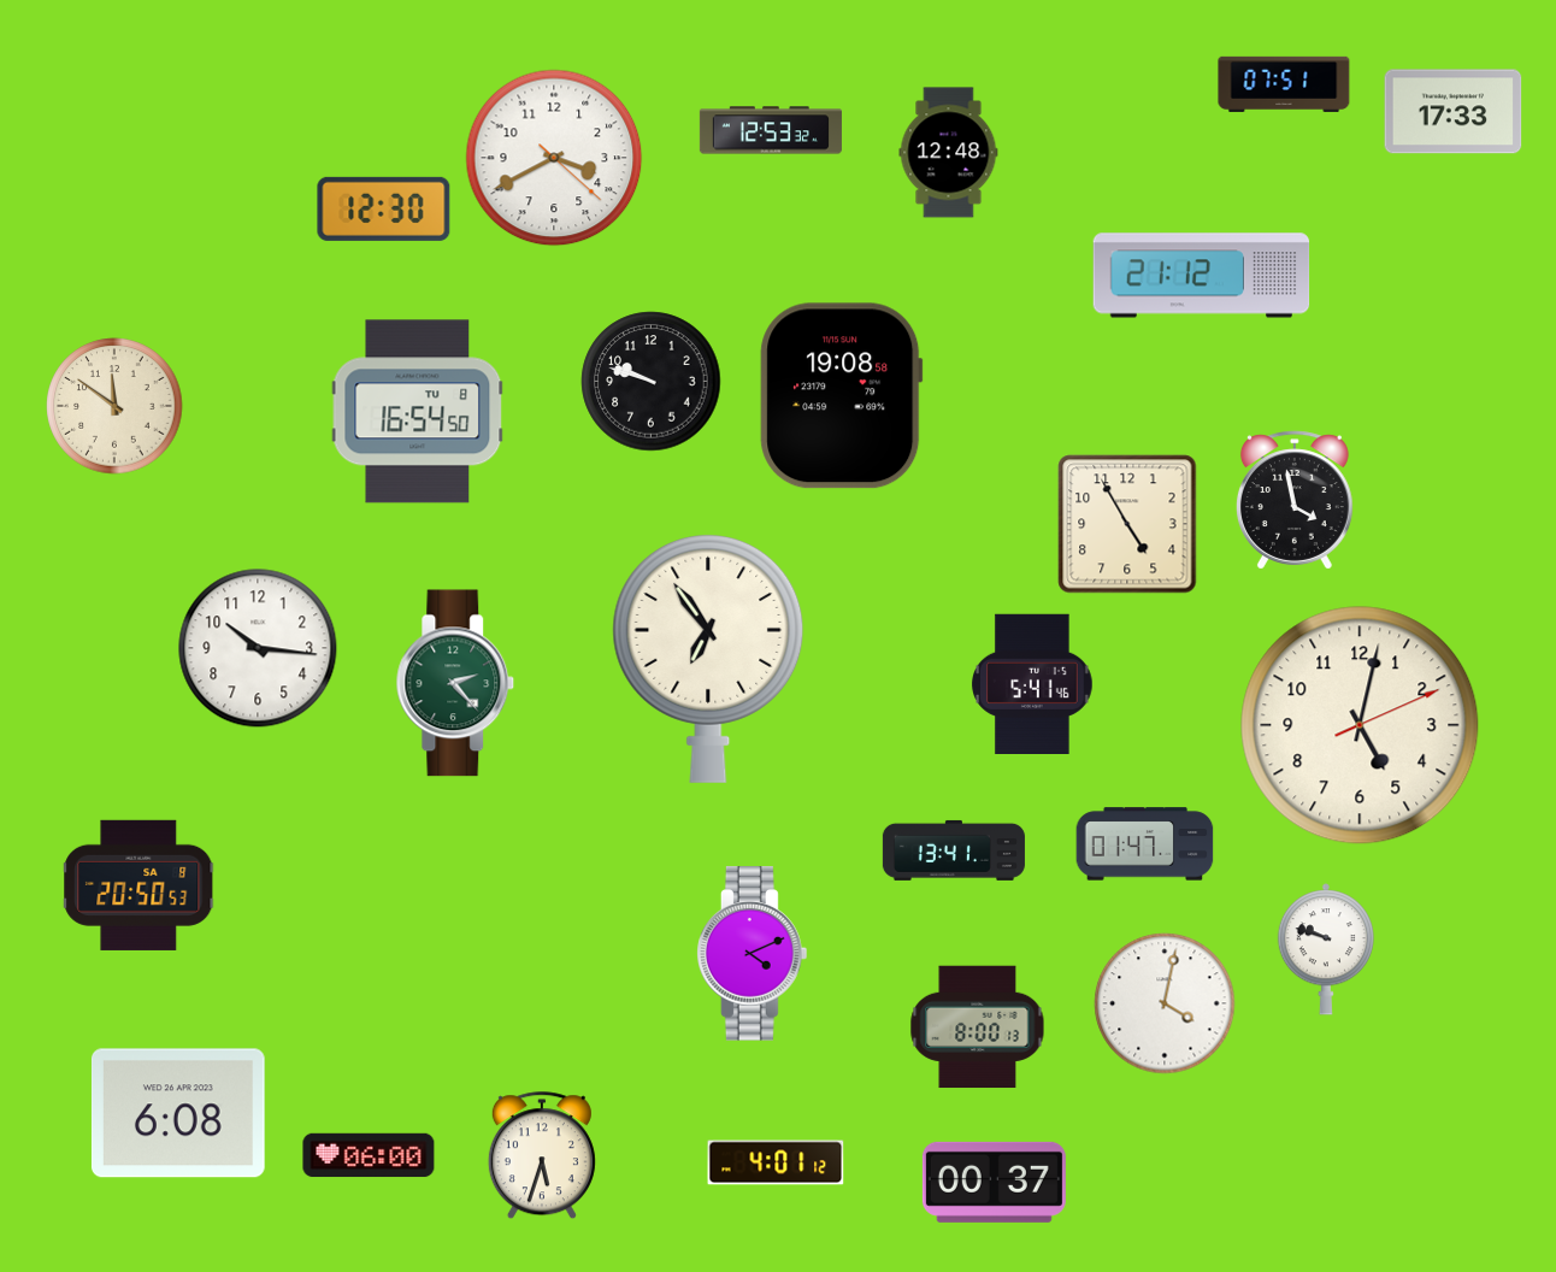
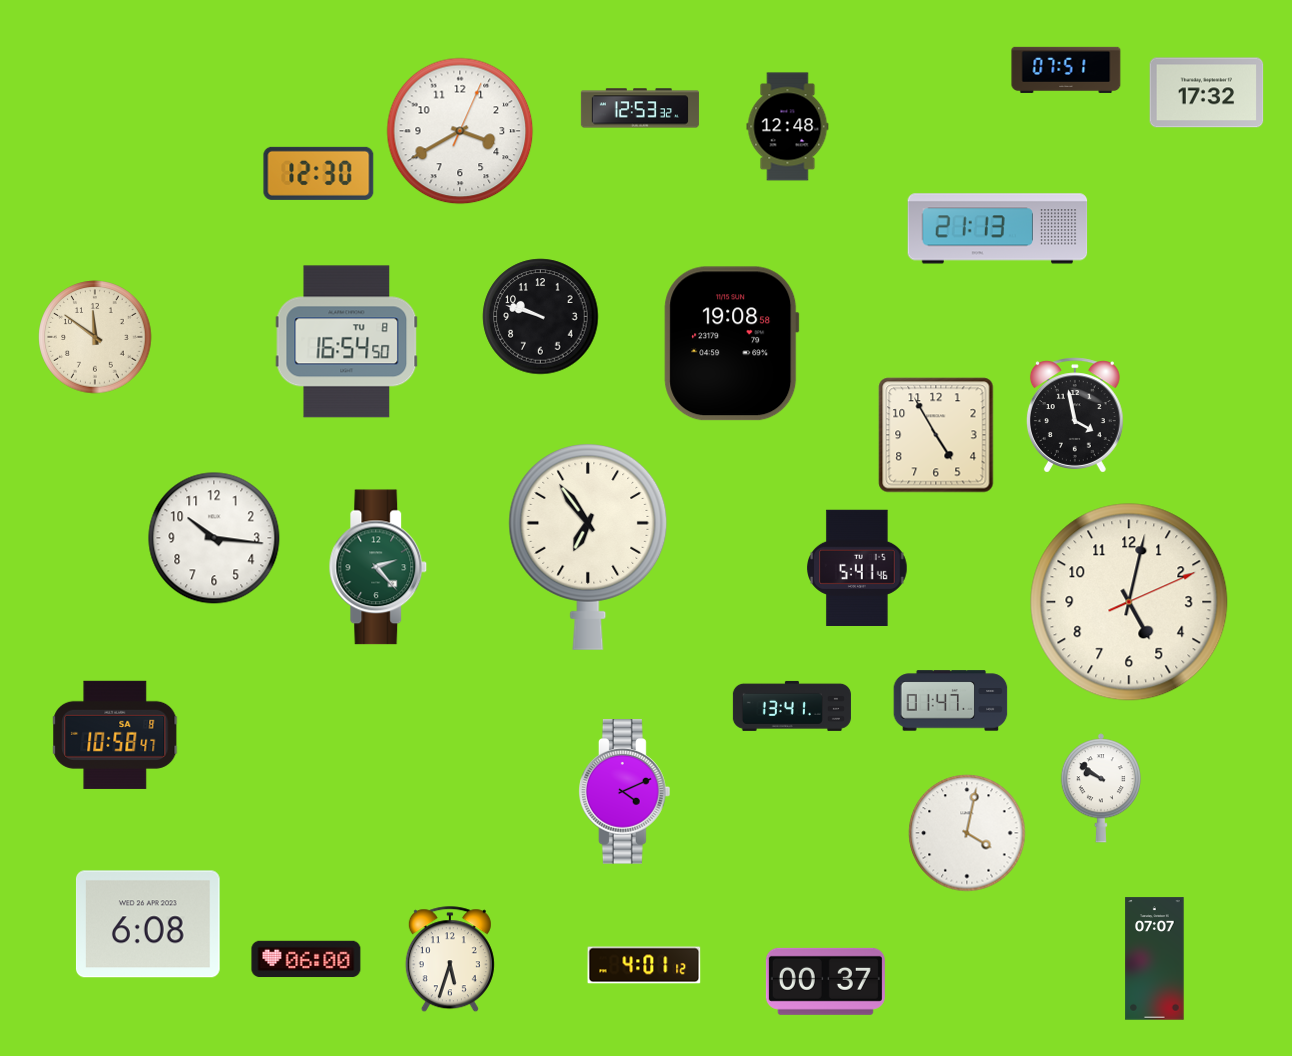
clock at (1454, 112): 17:33 -> 17:32
clock at (554, 158): 3:40:22 -> 3:40:04
clock at (1202, 276): 21:12 -> 21:13
clock at (842, 396) position: (842, 396) -> (732, 344)
clock at (140, 885): 20:50 -> 10:58
clock at (1326, 949): 9:48 -> 9:51
clock at (978, 1027): 8:00 -> none
clock at (1155, 959): none -> 07:07
